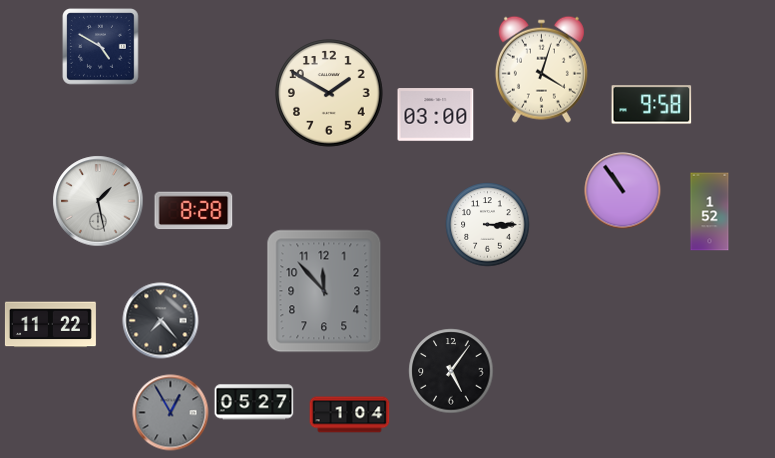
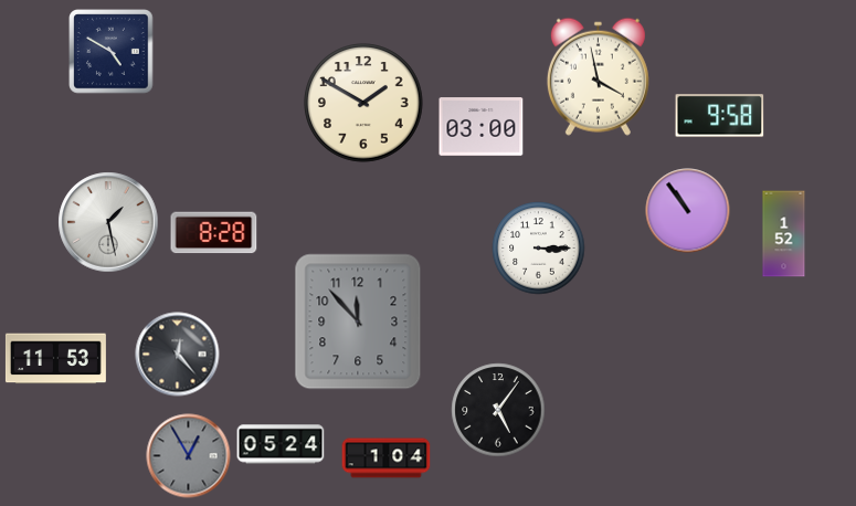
clock at (541, 69): 4:03 -> 3:58
clock at (161, 321): 7:23 -> 12:23
clock at (50, 325): 11:22 -> 11:53
clock at (254, 402): 05:27 -> 05:24
